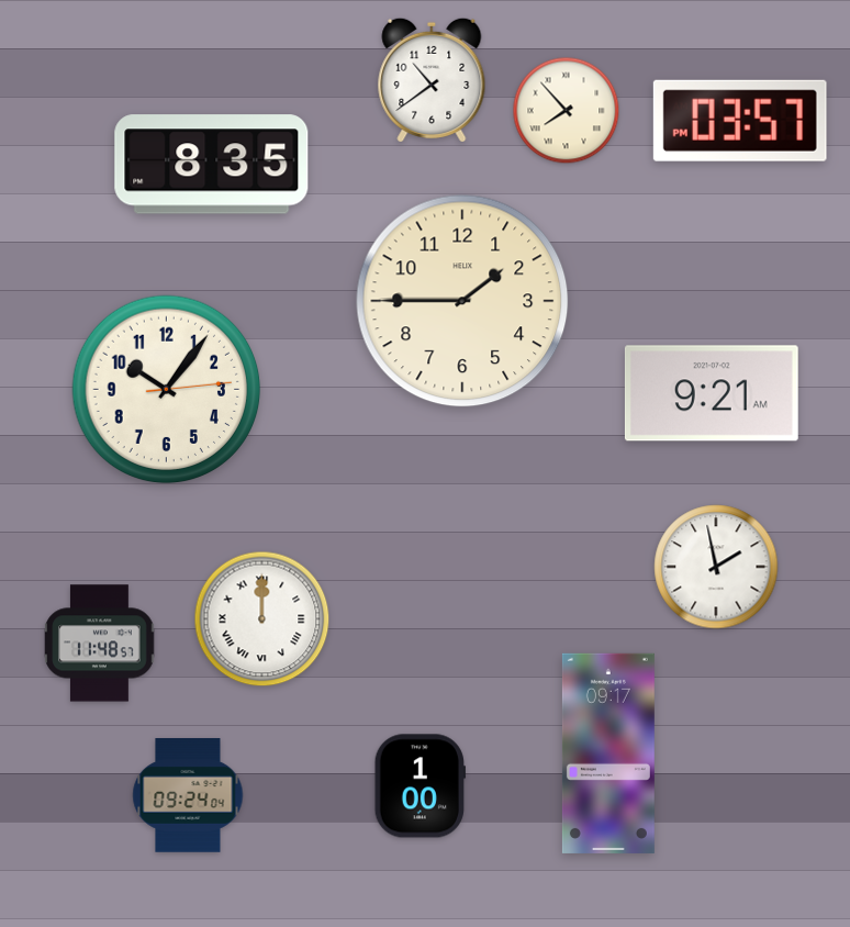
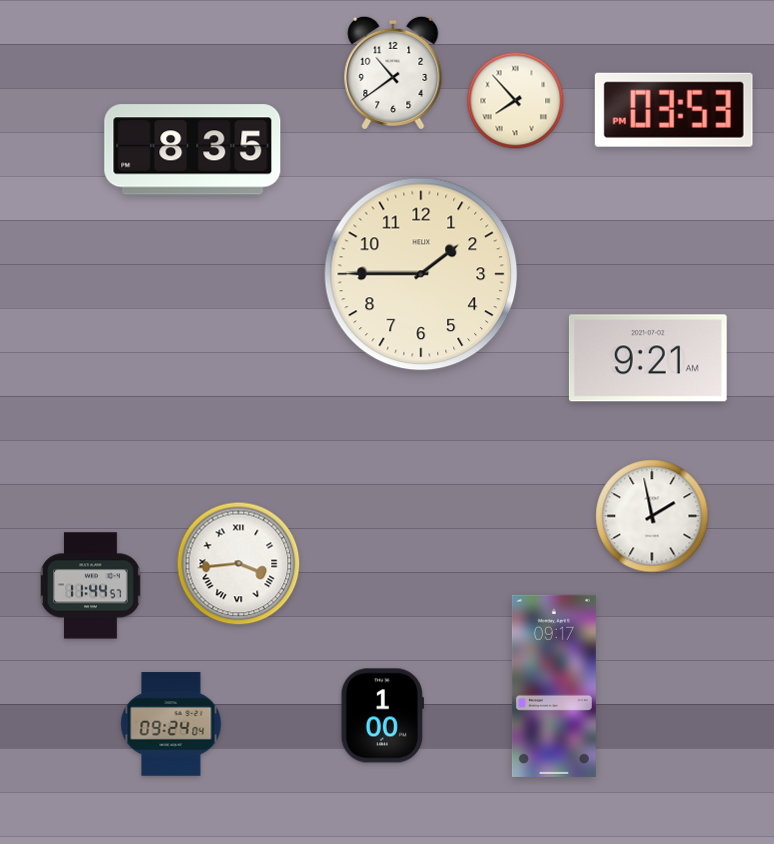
clock at (740, 121): 03:57 -> 03:53
clock at (167, 390): 10:06 -> none
clock at (262, 619): 12:00 -> 3:44
clock at (100, 644): 11:48 -> 11:44
